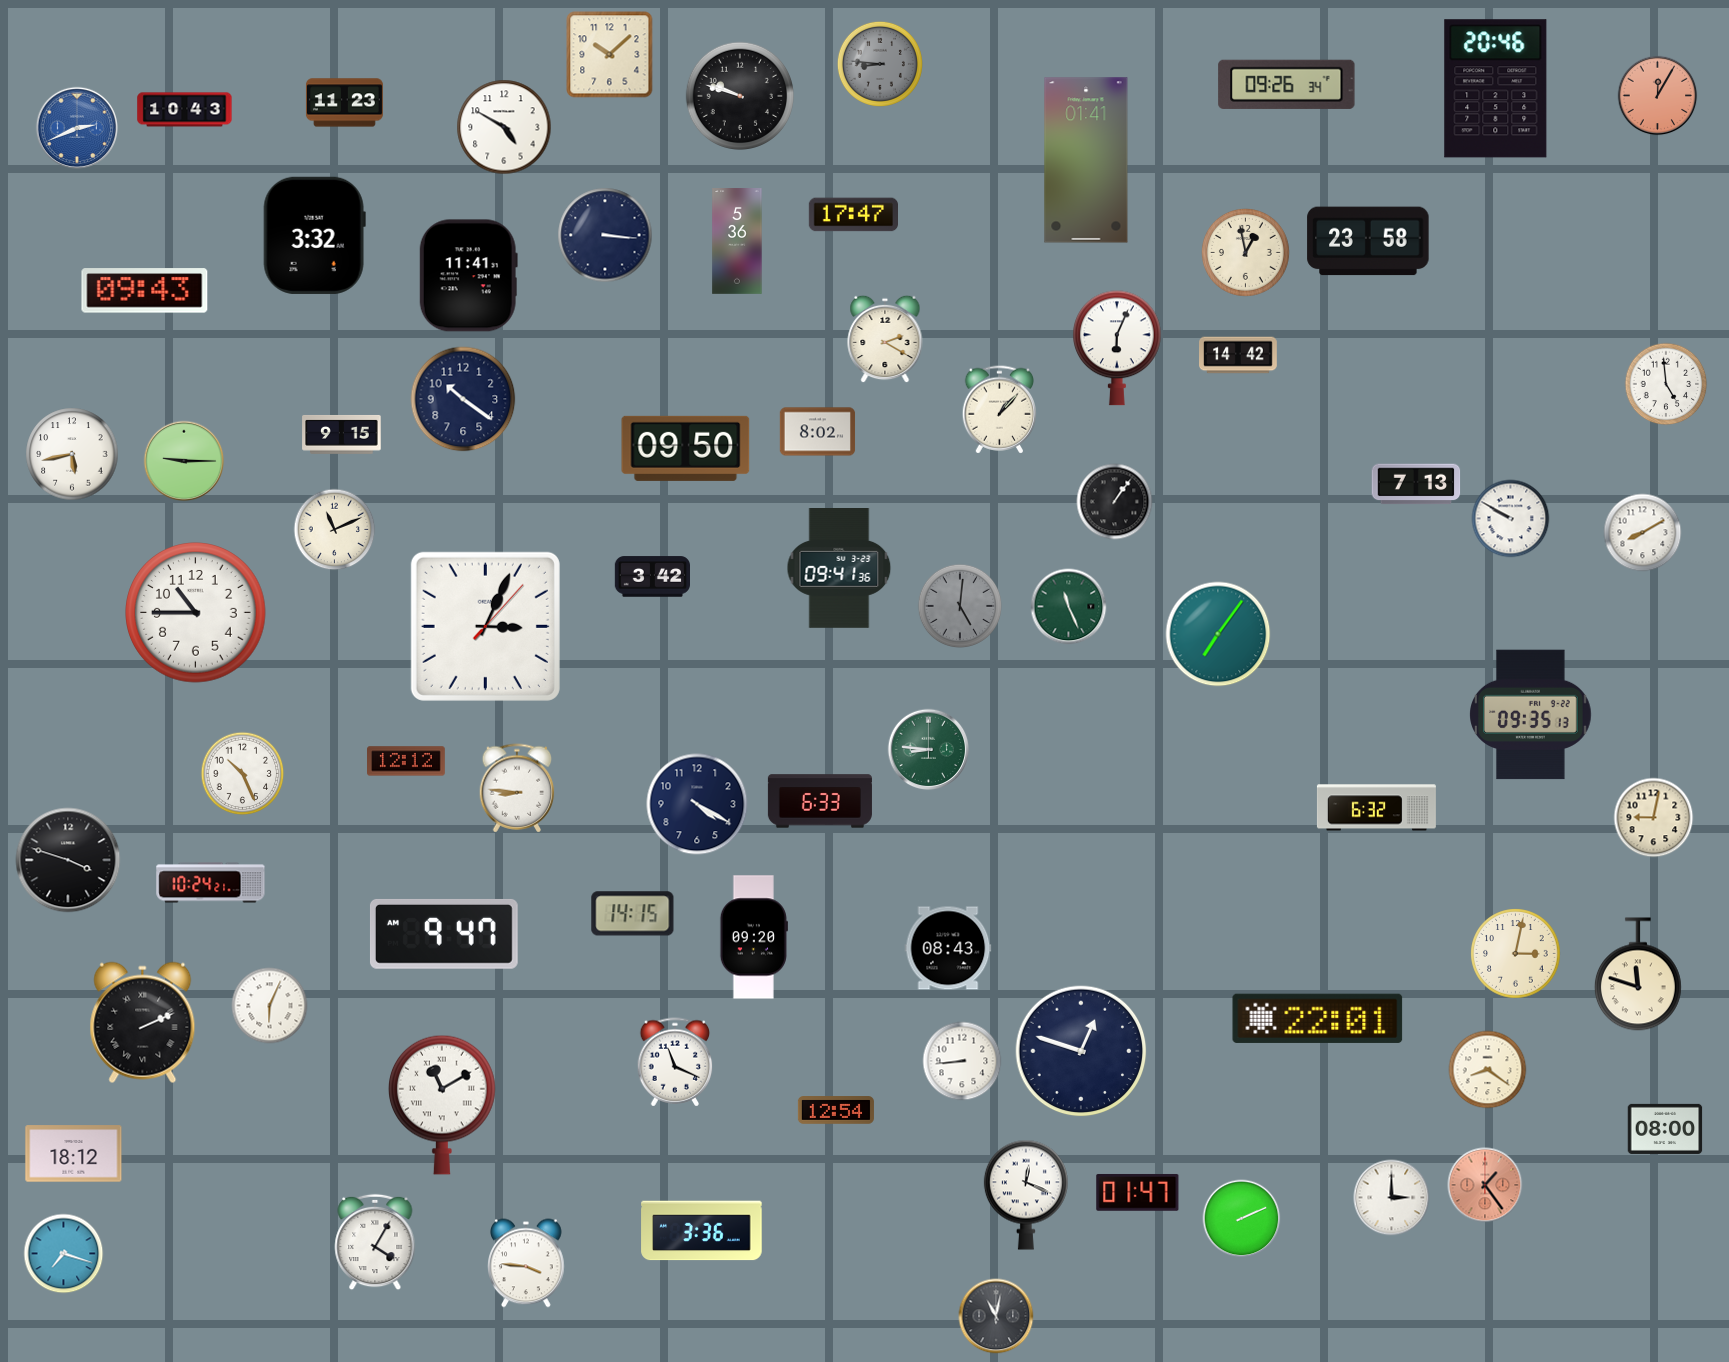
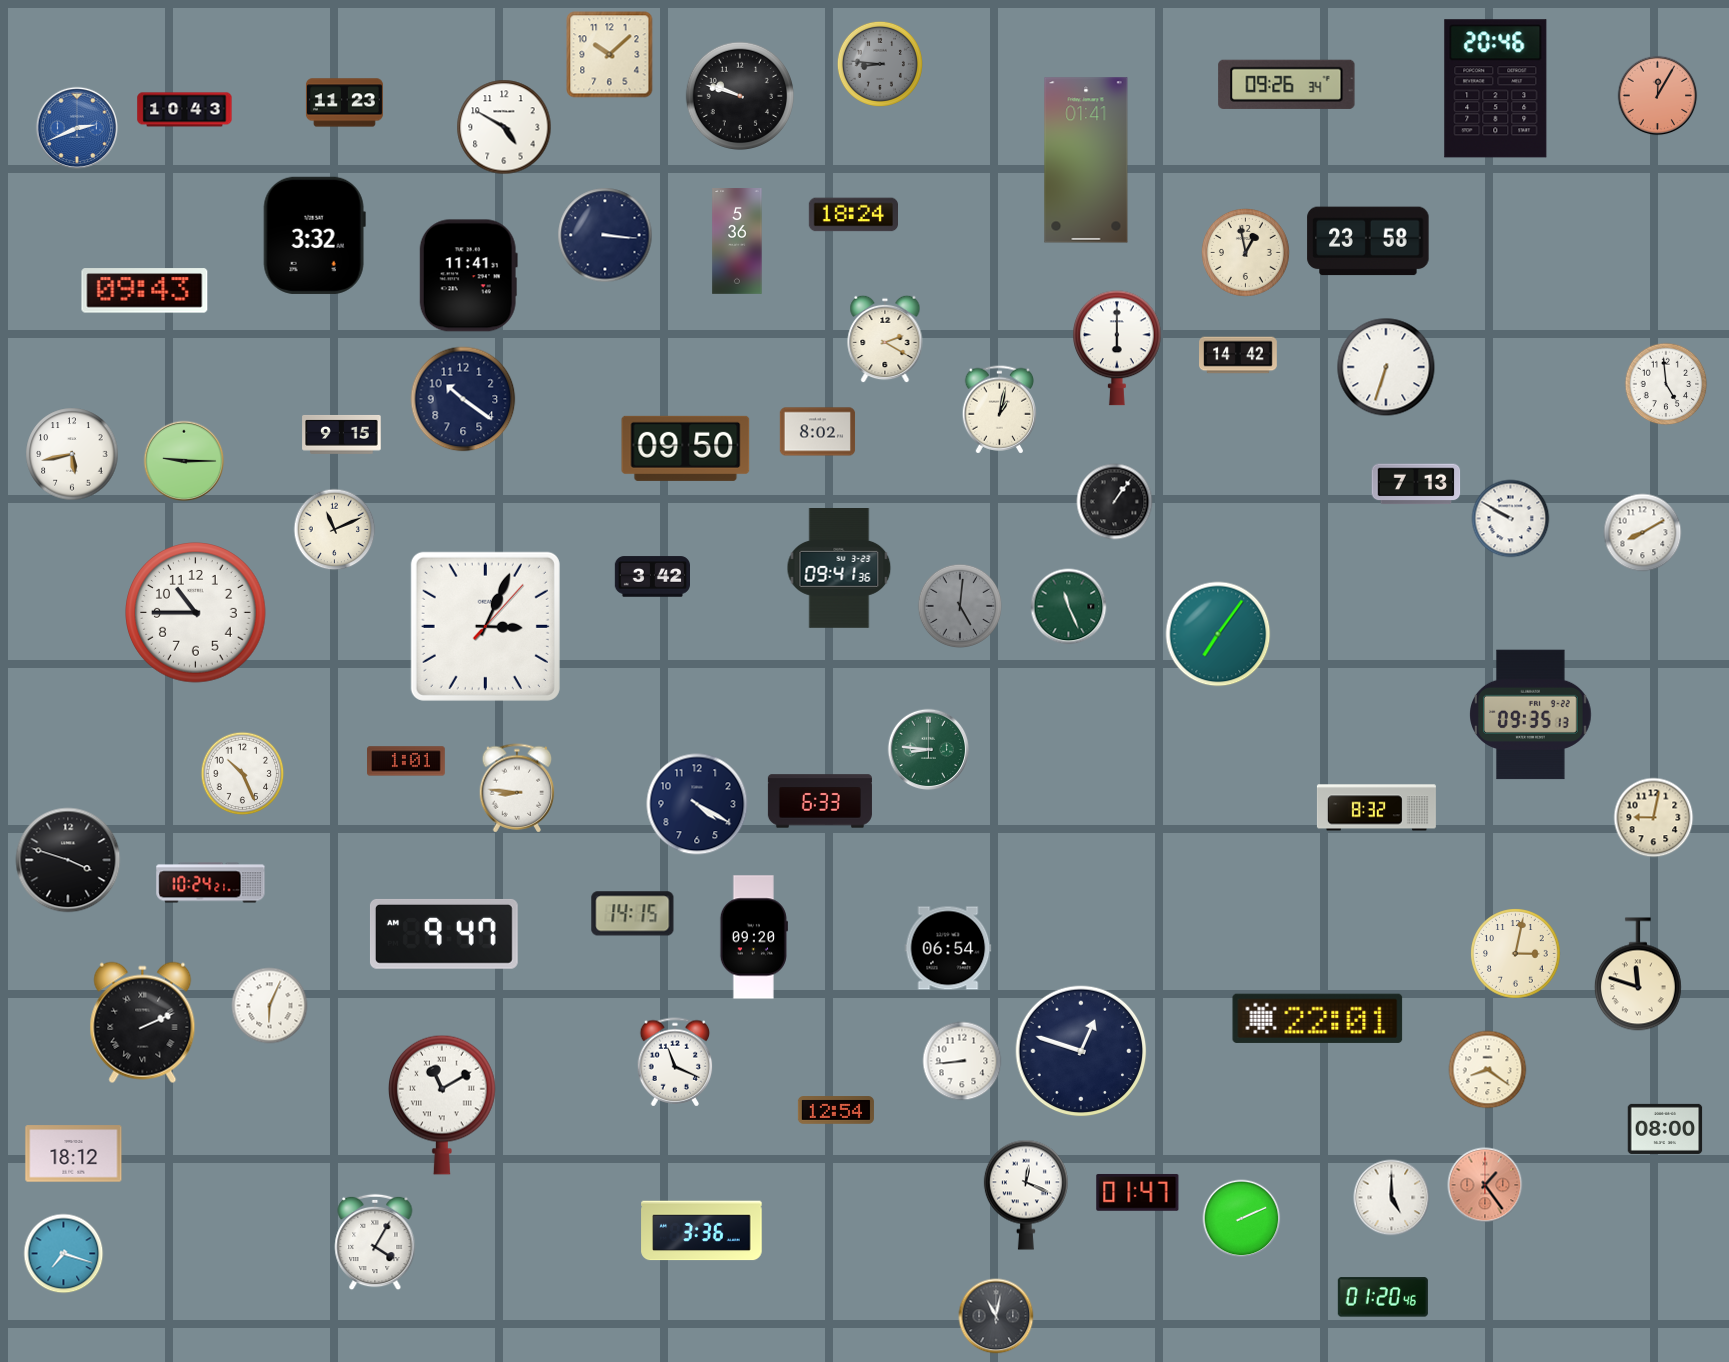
clock at (853, 215): 17:47 -> 18:24
clock at (1118, 348): 6:04 -> 6:00
clock at (1386, 367): none -> 6:33
clock at (1000, 410): 1:07 -> 1:02
clock at (407, 761): 12:12 -> 1:01
clock at (1376, 808): 6:32 -> 8:32
clock at (948, 948): 08:43 -> 06:54
clock at (1392, 1198): 3:00 -> 5:00
clock at (527, 1263): 3:46 -> none
clock at (1383, 1297): none -> 01:20
